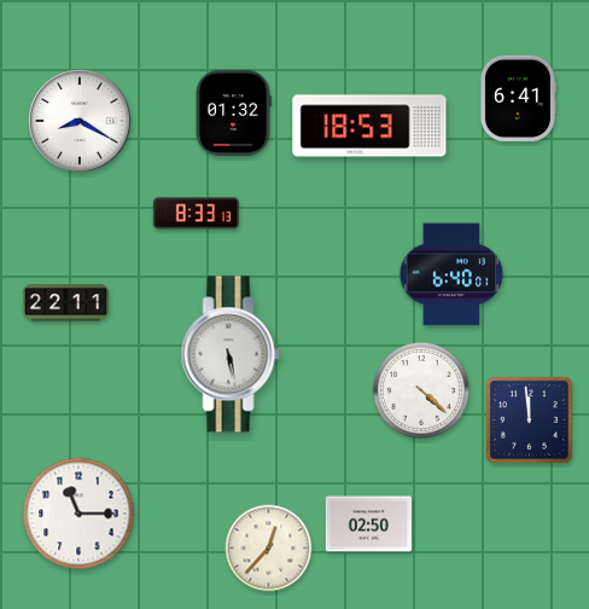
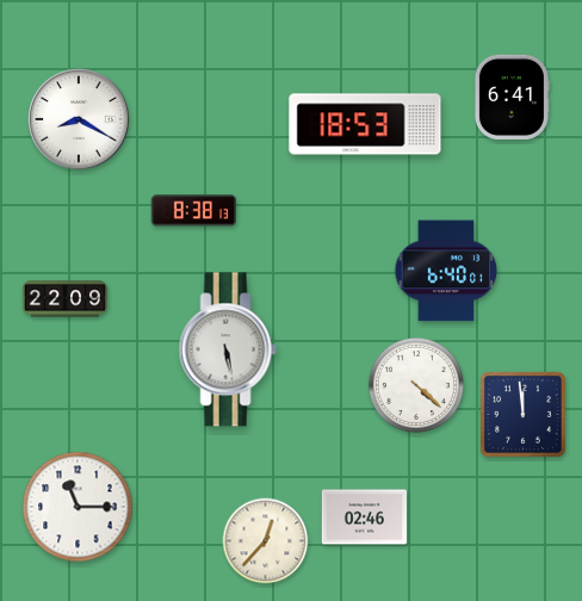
clock at (233, 112): 01:32 -> none
clock at (196, 214): 8:33 -> 8:38
clock at (65, 303): 22:11 -> 22:09
clock at (368, 524): 02:50 -> 02:46
